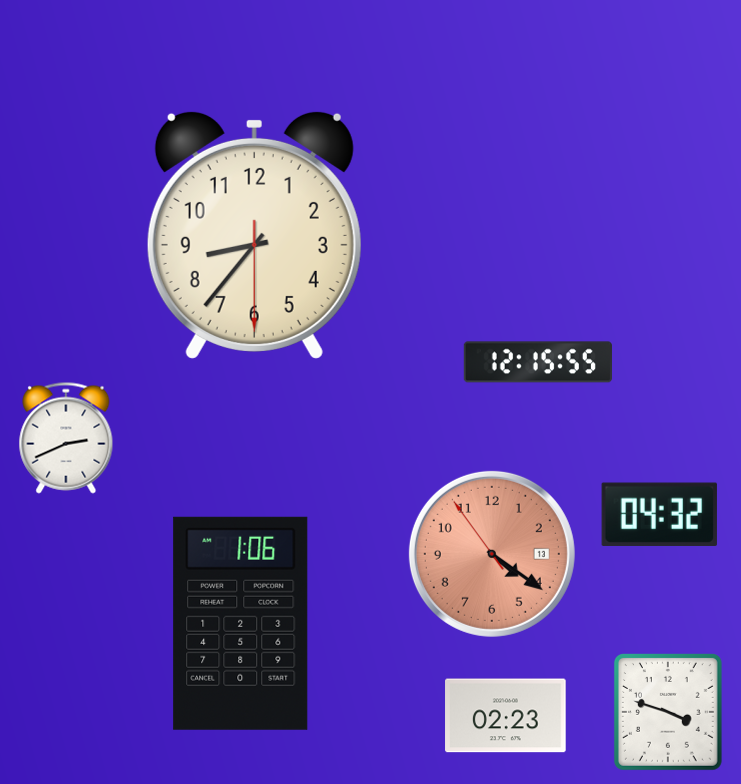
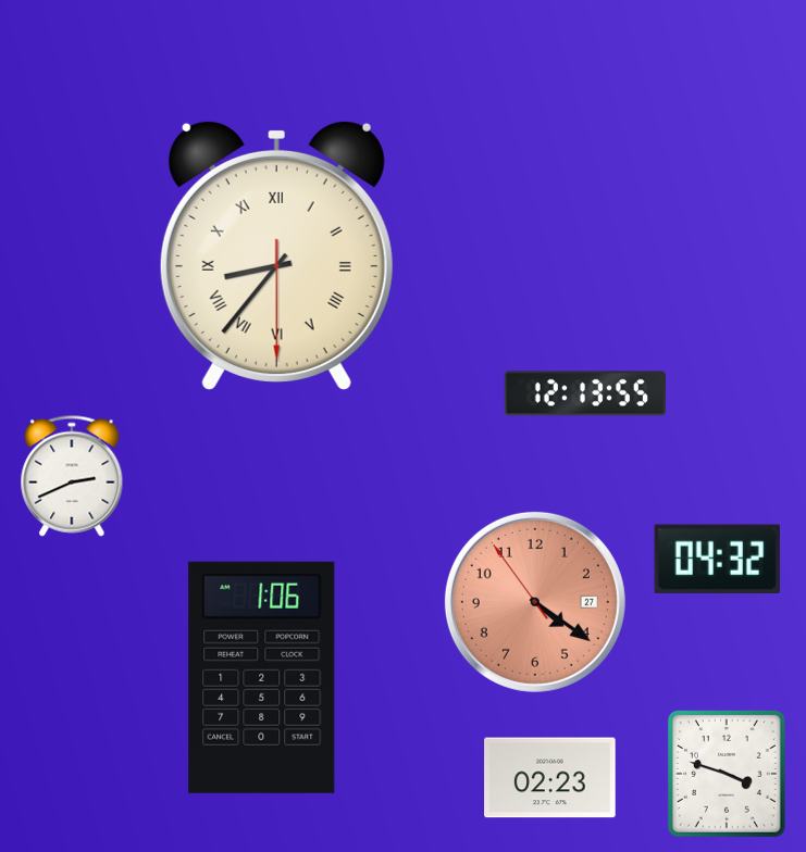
clock at (254, 235) numerals: Arabic -> Roman
clock at (538, 362): 12:15 -> 12:13
clock at (492, 554) date: 13 -> 27
